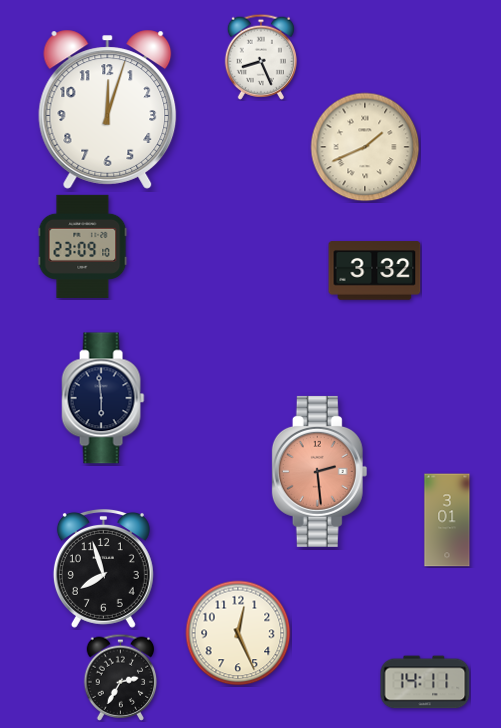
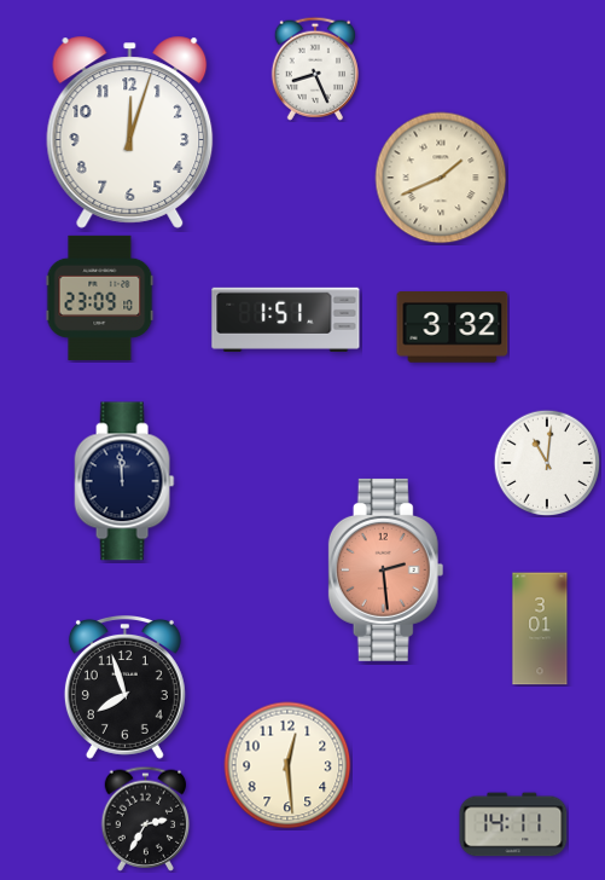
clock at (286, 319): none -> 1:51
clock at (547, 463): none -> 11:01
clock at (103, 398): 5:59 -> 11:59
clock at (238, 633): 12:26 -> 12:29
